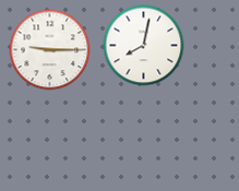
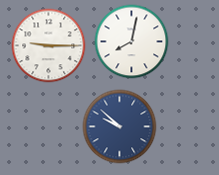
clock at (50, 50) position: (50, 50) -> (49, 46)
clock at (120, 127): none -> 9:52
